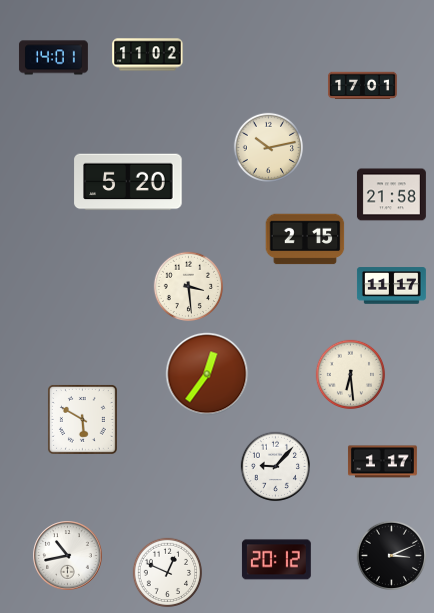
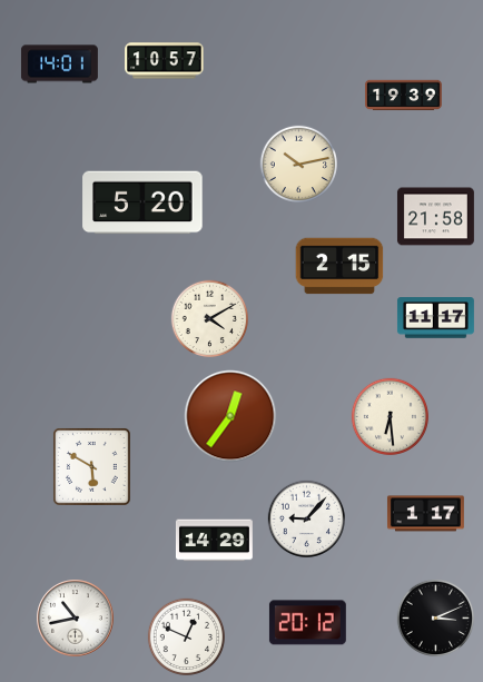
clock at (148, 55): 11:02 -> 10:57
clock at (363, 86): 17:01 -> 19:39
clock at (189, 287): 3:29 -> 4:10
clock at (214, 541): none -> 14:29
